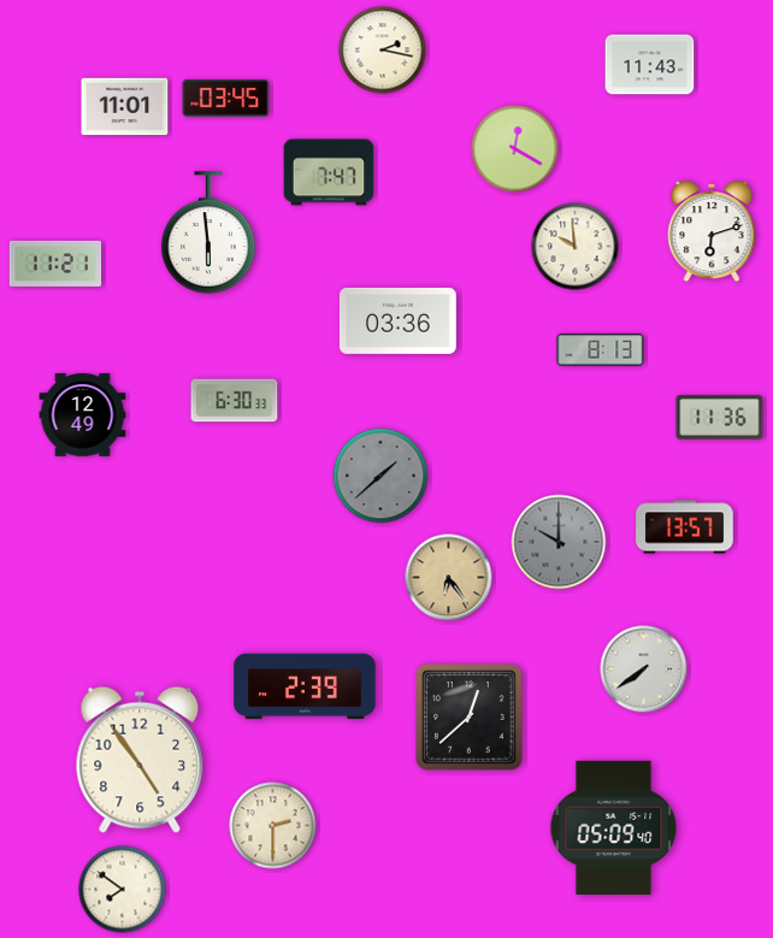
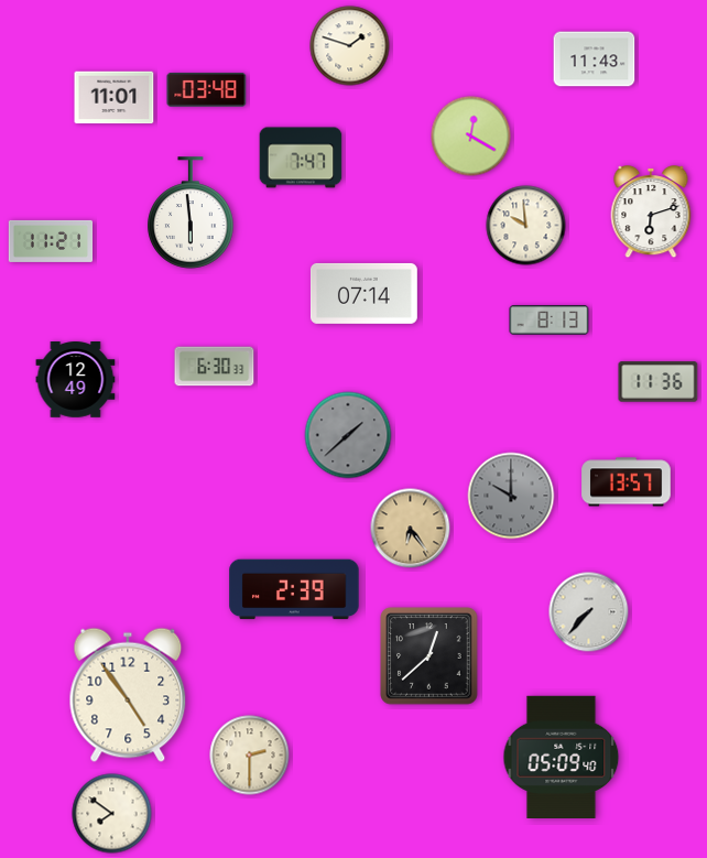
clock at (383, 51): 2:17 -> 1:48
clock at (226, 99): 03:45 -> 03:48
clock at (397, 320): 03:36 -> 07:14
clock at (644, 669): 7:39 -> 7:37
clock at (305, 686) position: (305, 686) -> (294, 589)
